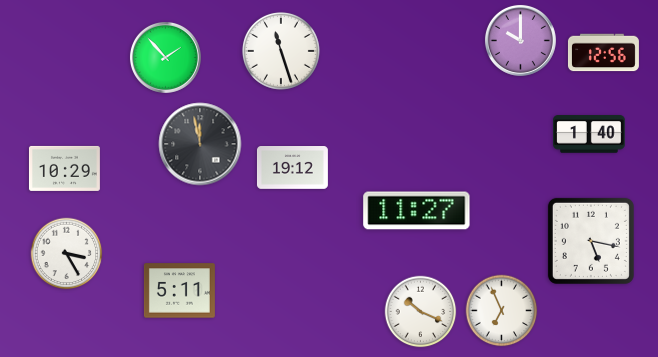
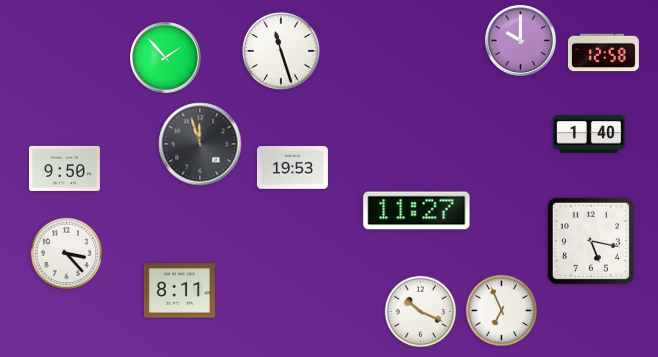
clock at (603, 53): 12:56 -> 12:58
clock at (200, 144): 11:58 -> 11:57
clock at (64, 168): 10:29 -> 9:50
clock at (292, 168): 19:12 -> 19:53
clock at (67, 254): 3:25 -> 3:23
clock at (179, 291): 5:11 -> 8:11
